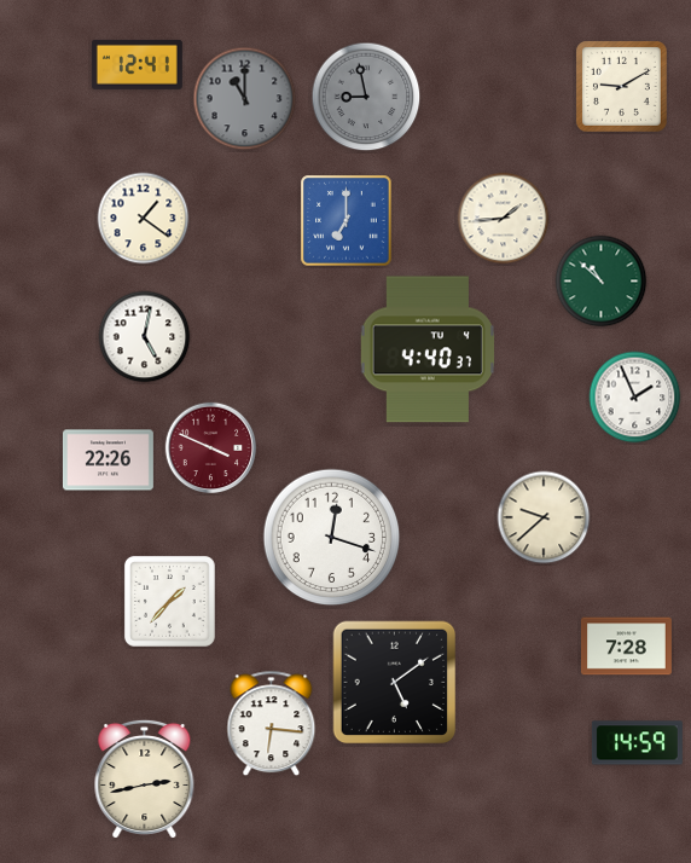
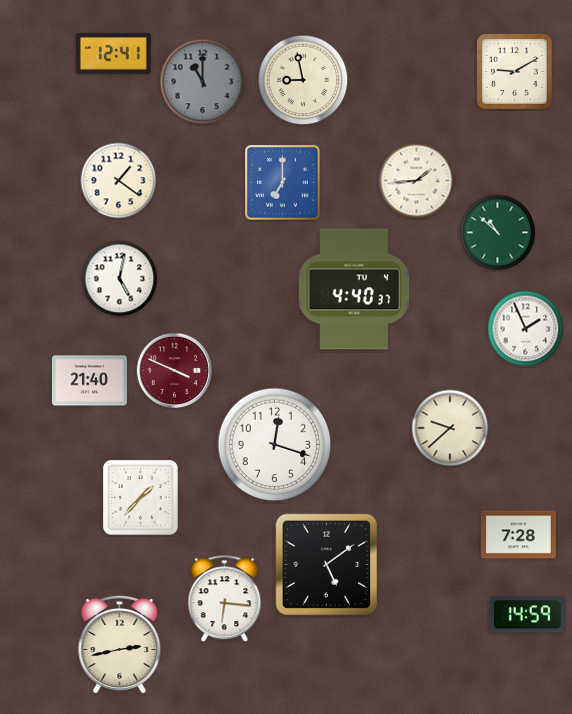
clock at (366, 97) dial: grey -> cream
clock at (347, 221) position: (347, 221) -> (283, 183)
clock at (108, 461): 22:26 -> 21:40
